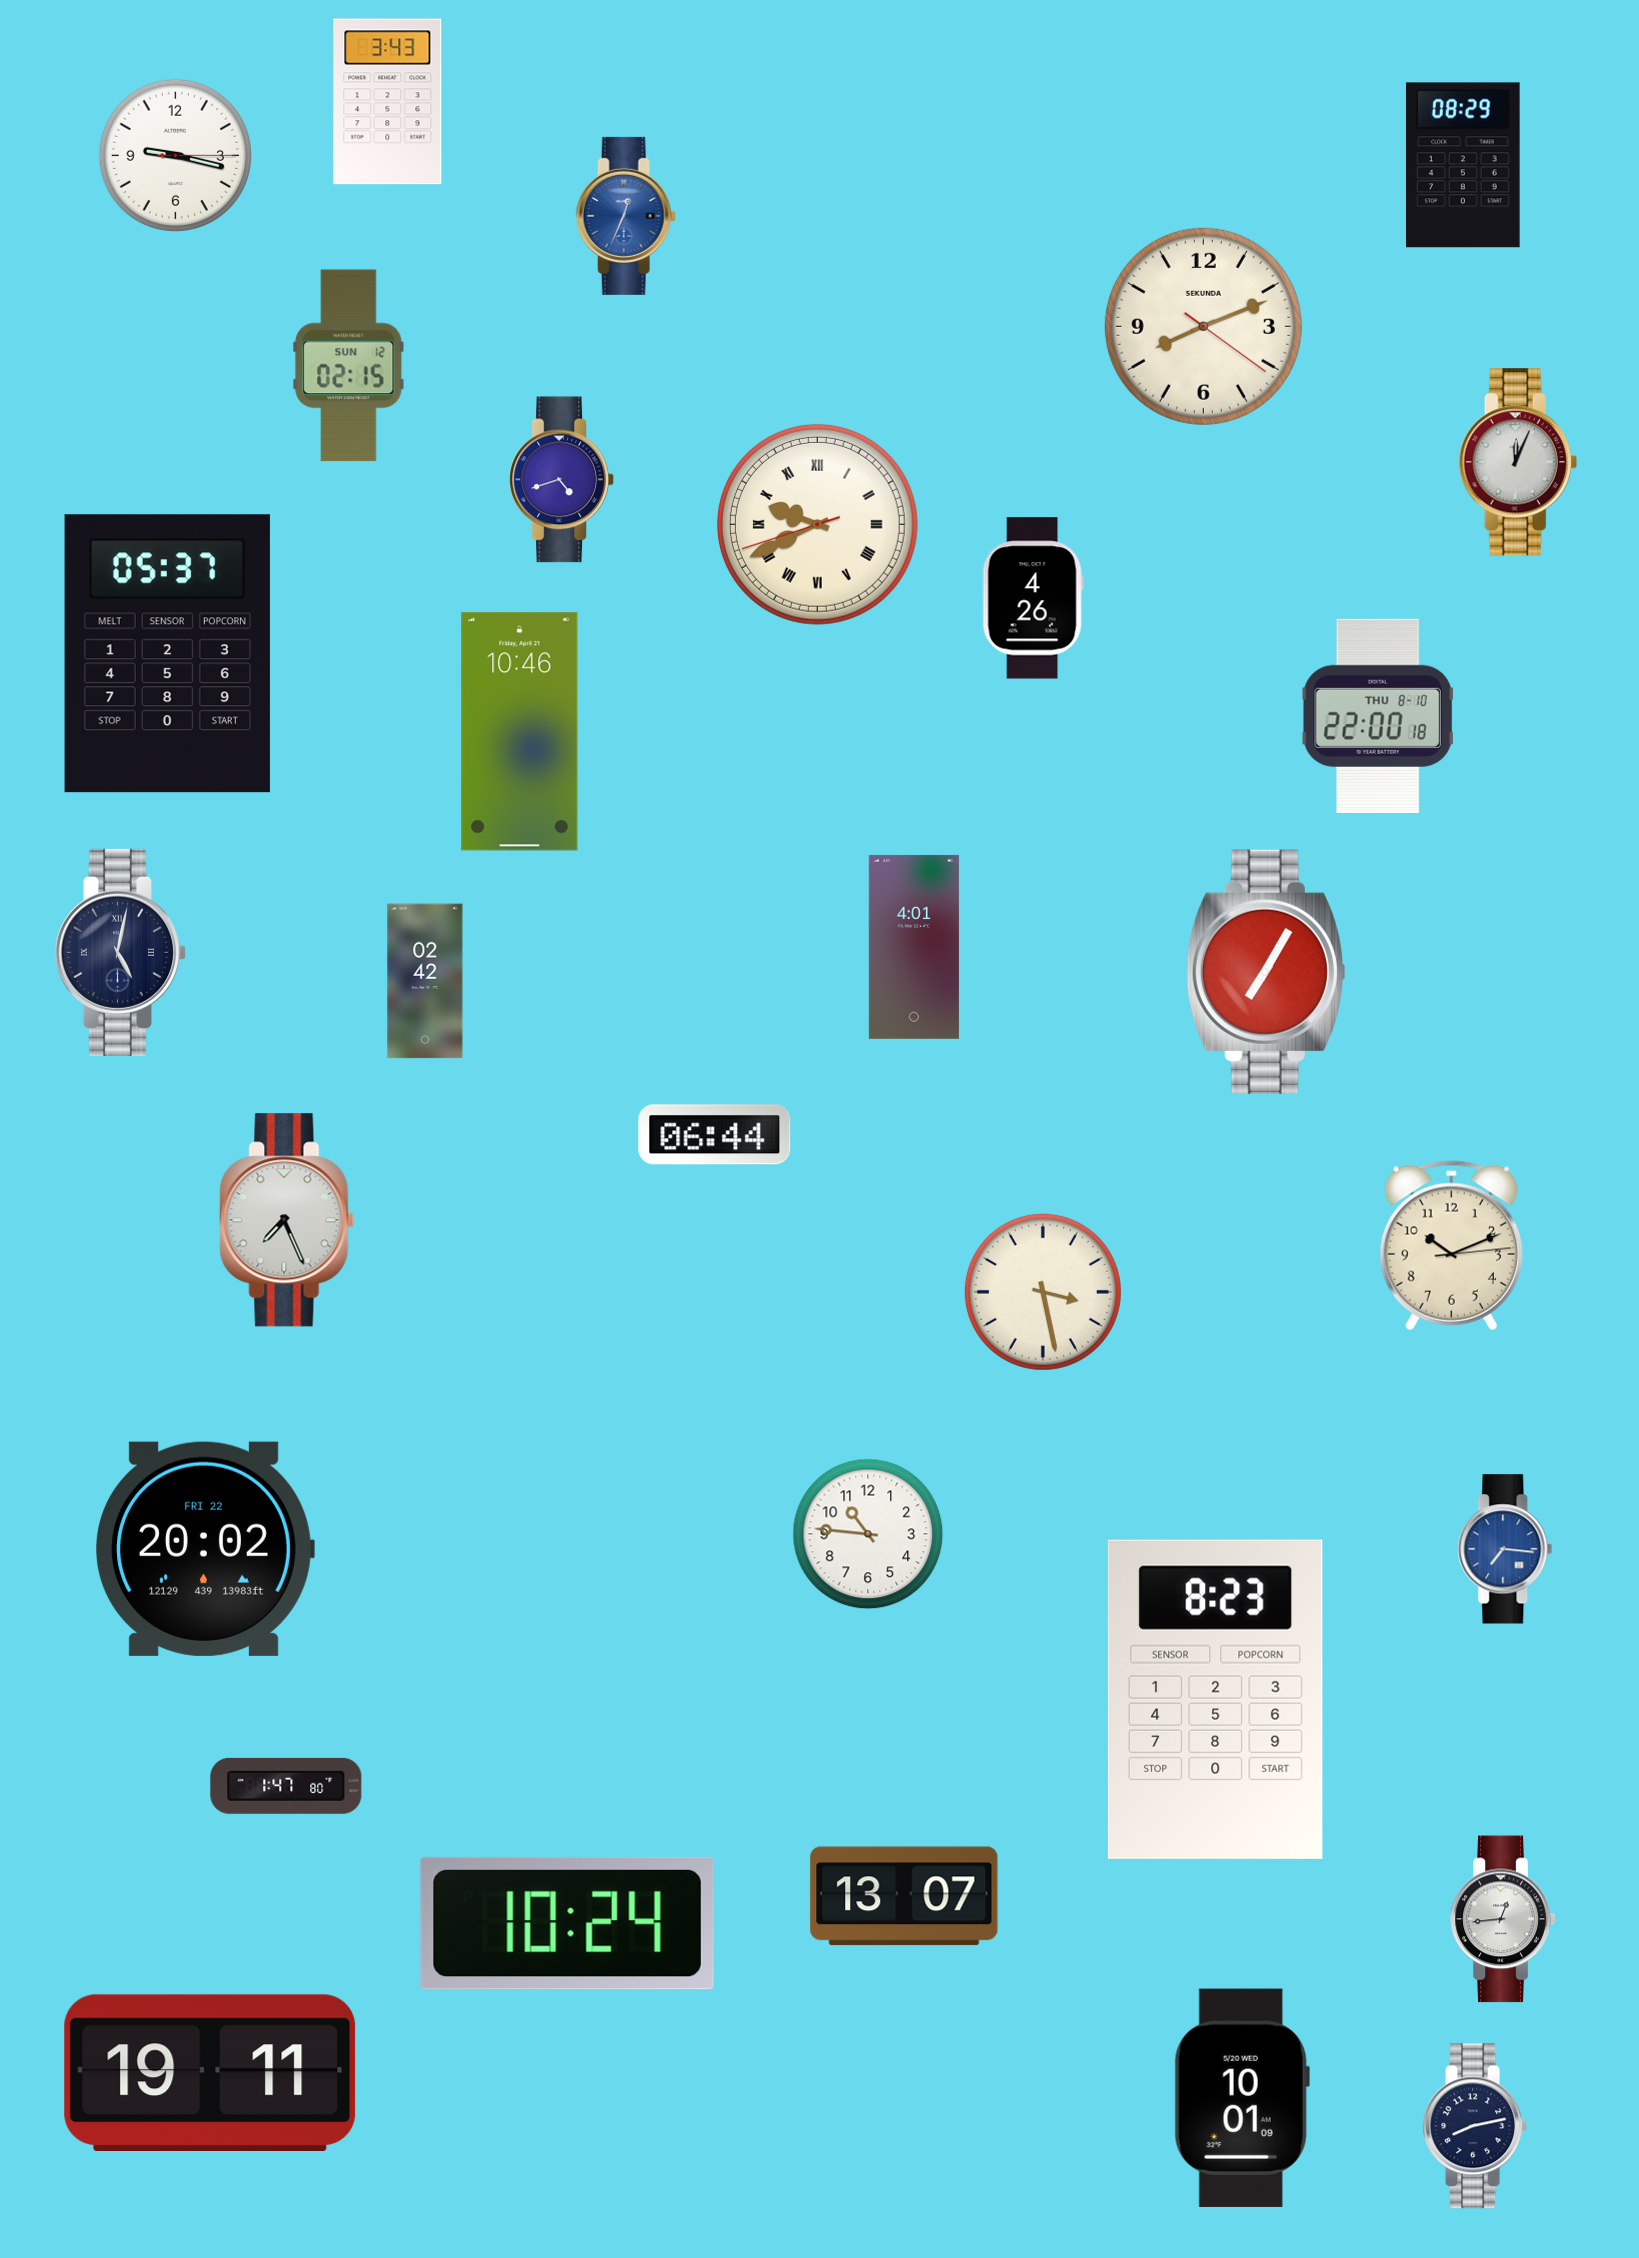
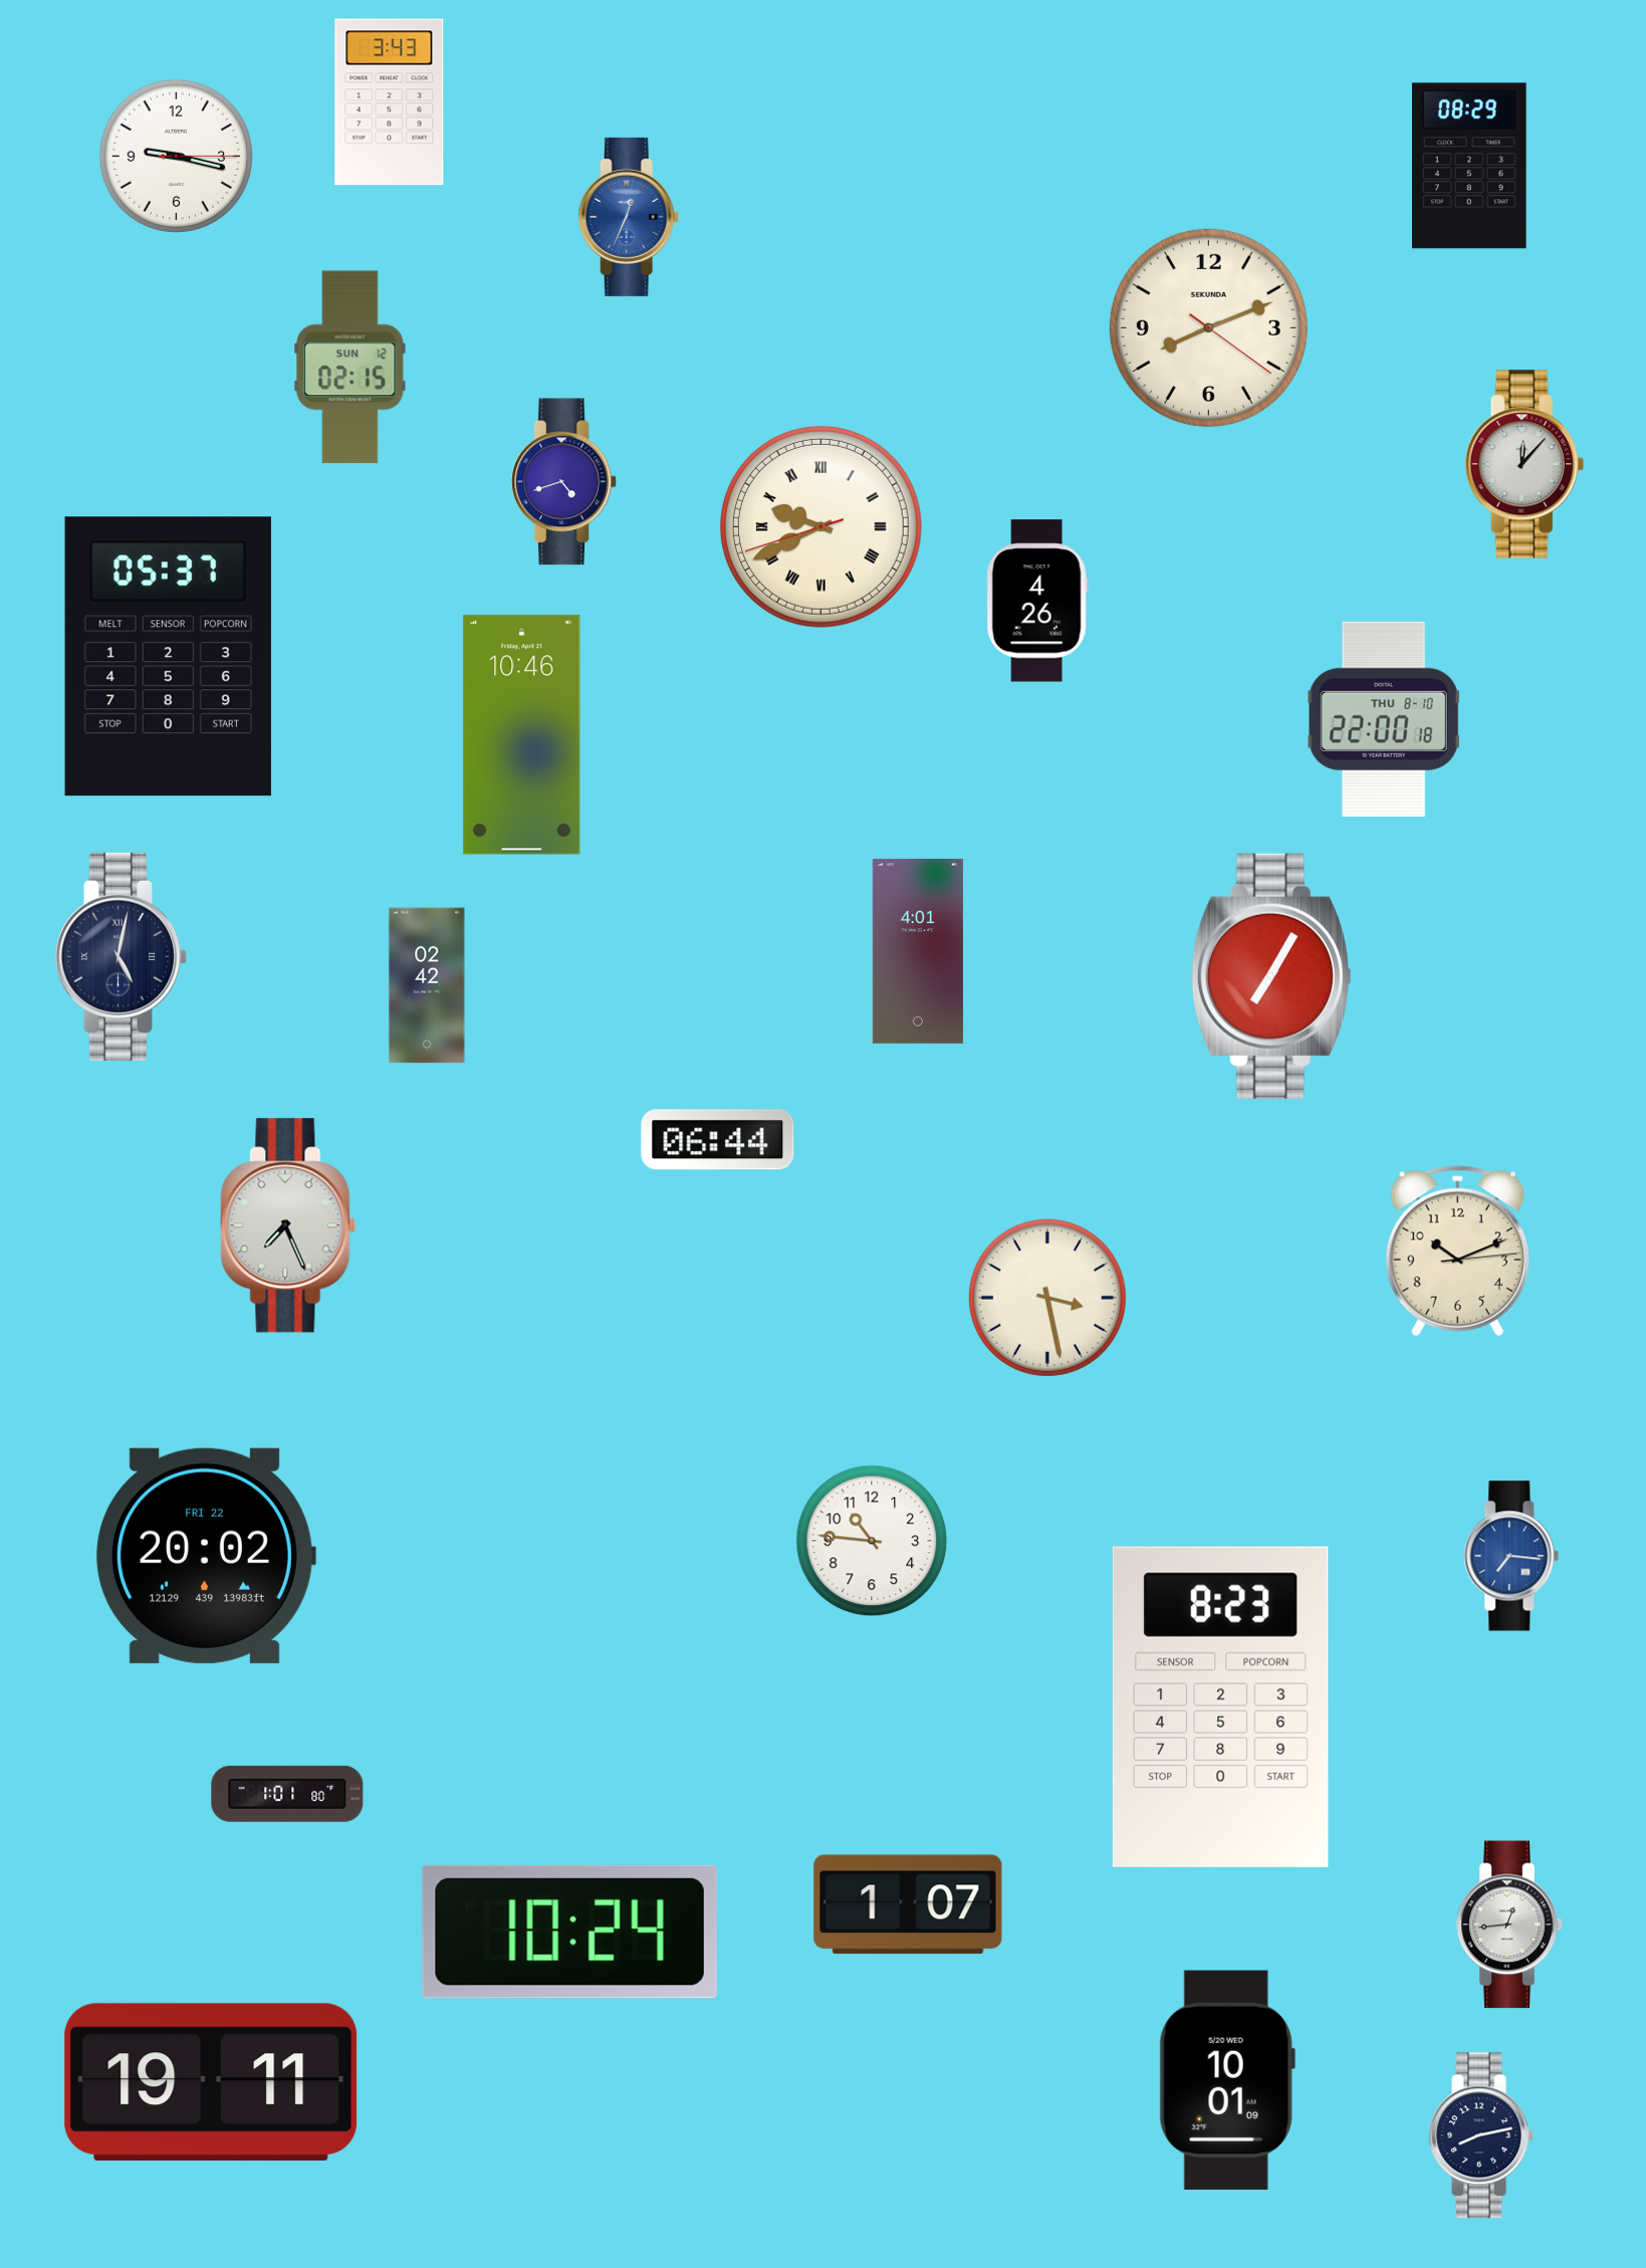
clock at (1518, 462): 12:04 -> 12:07
clock at (286, 1786): 1:47 -> 1:01
clock at (904, 1896): 13:07 -> 1:07
clock at (1503, 1919) position: (1503, 1919) -> (1509, 1924)
clock at (1242, 2098) position: (1242, 2098) -> (1227, 2080)
